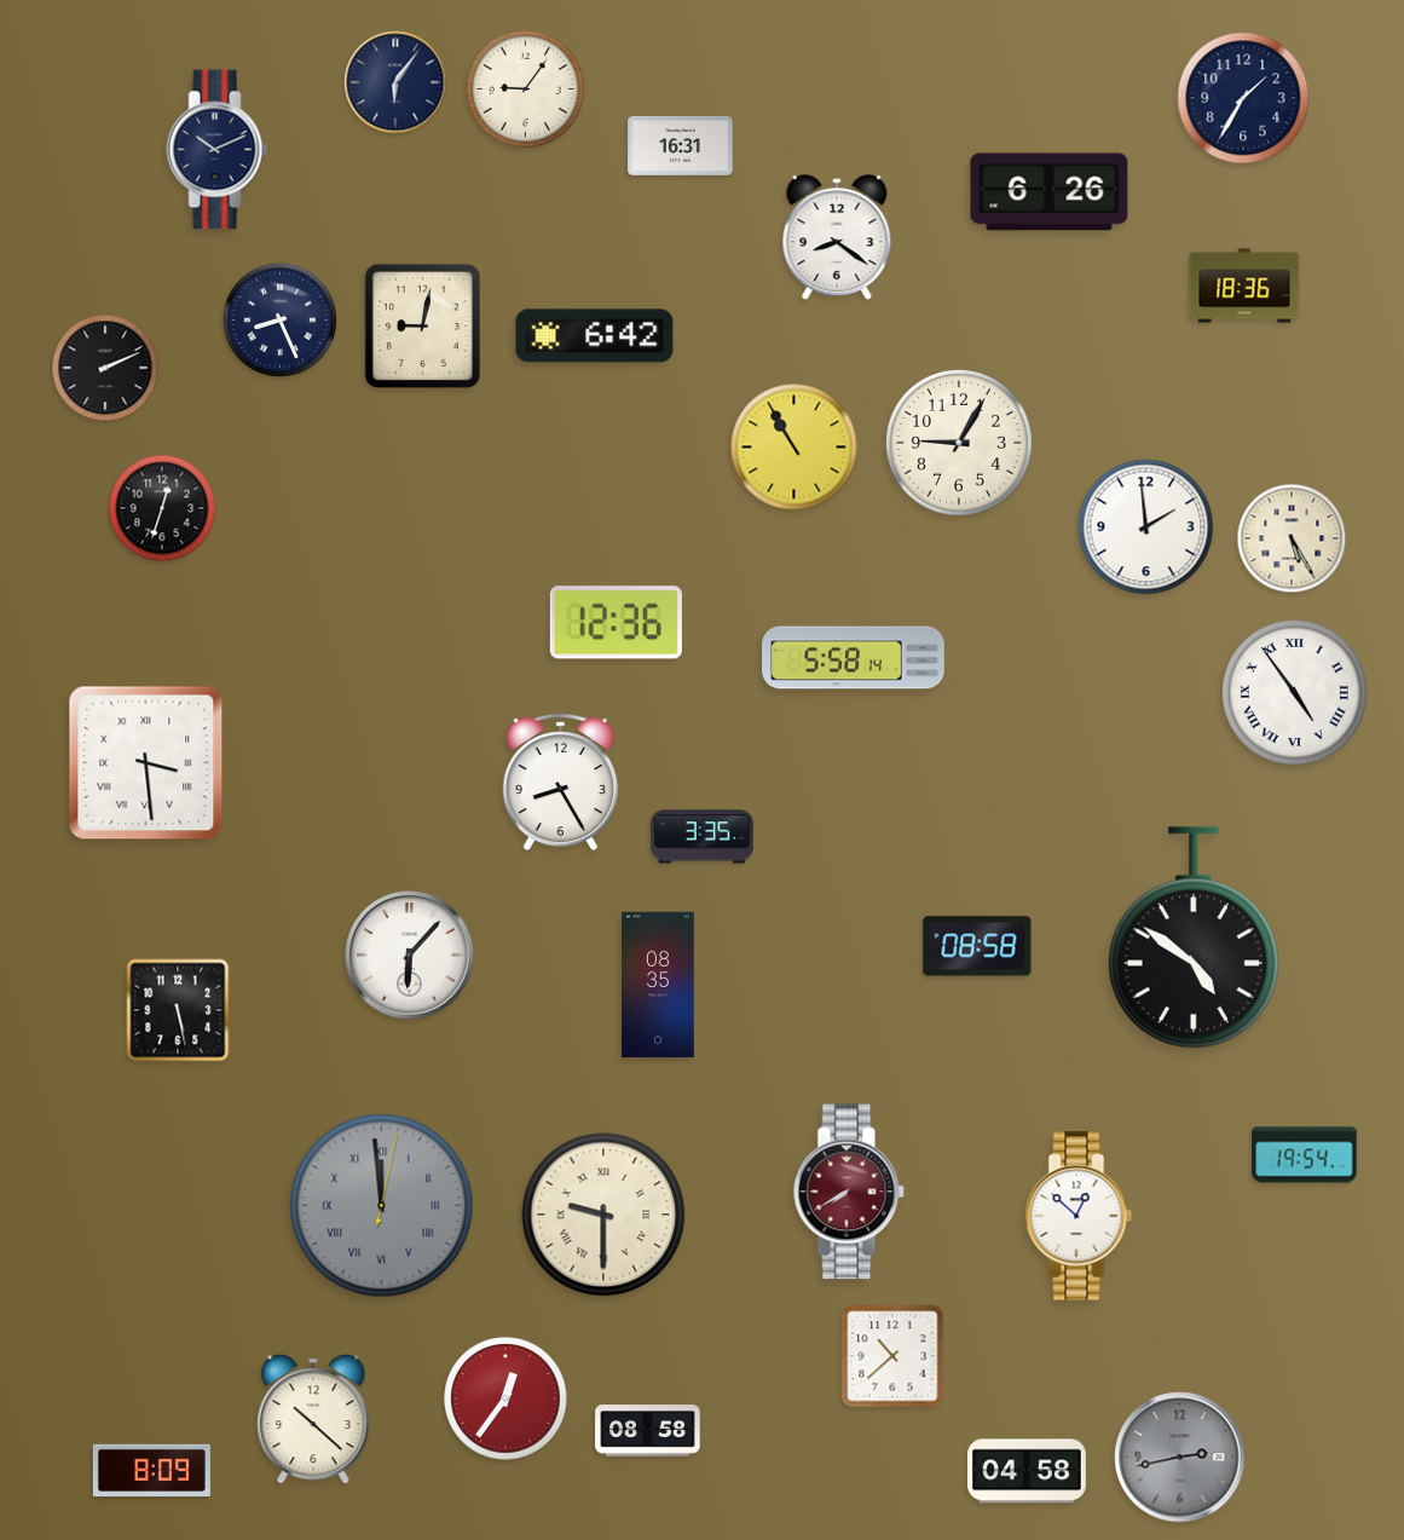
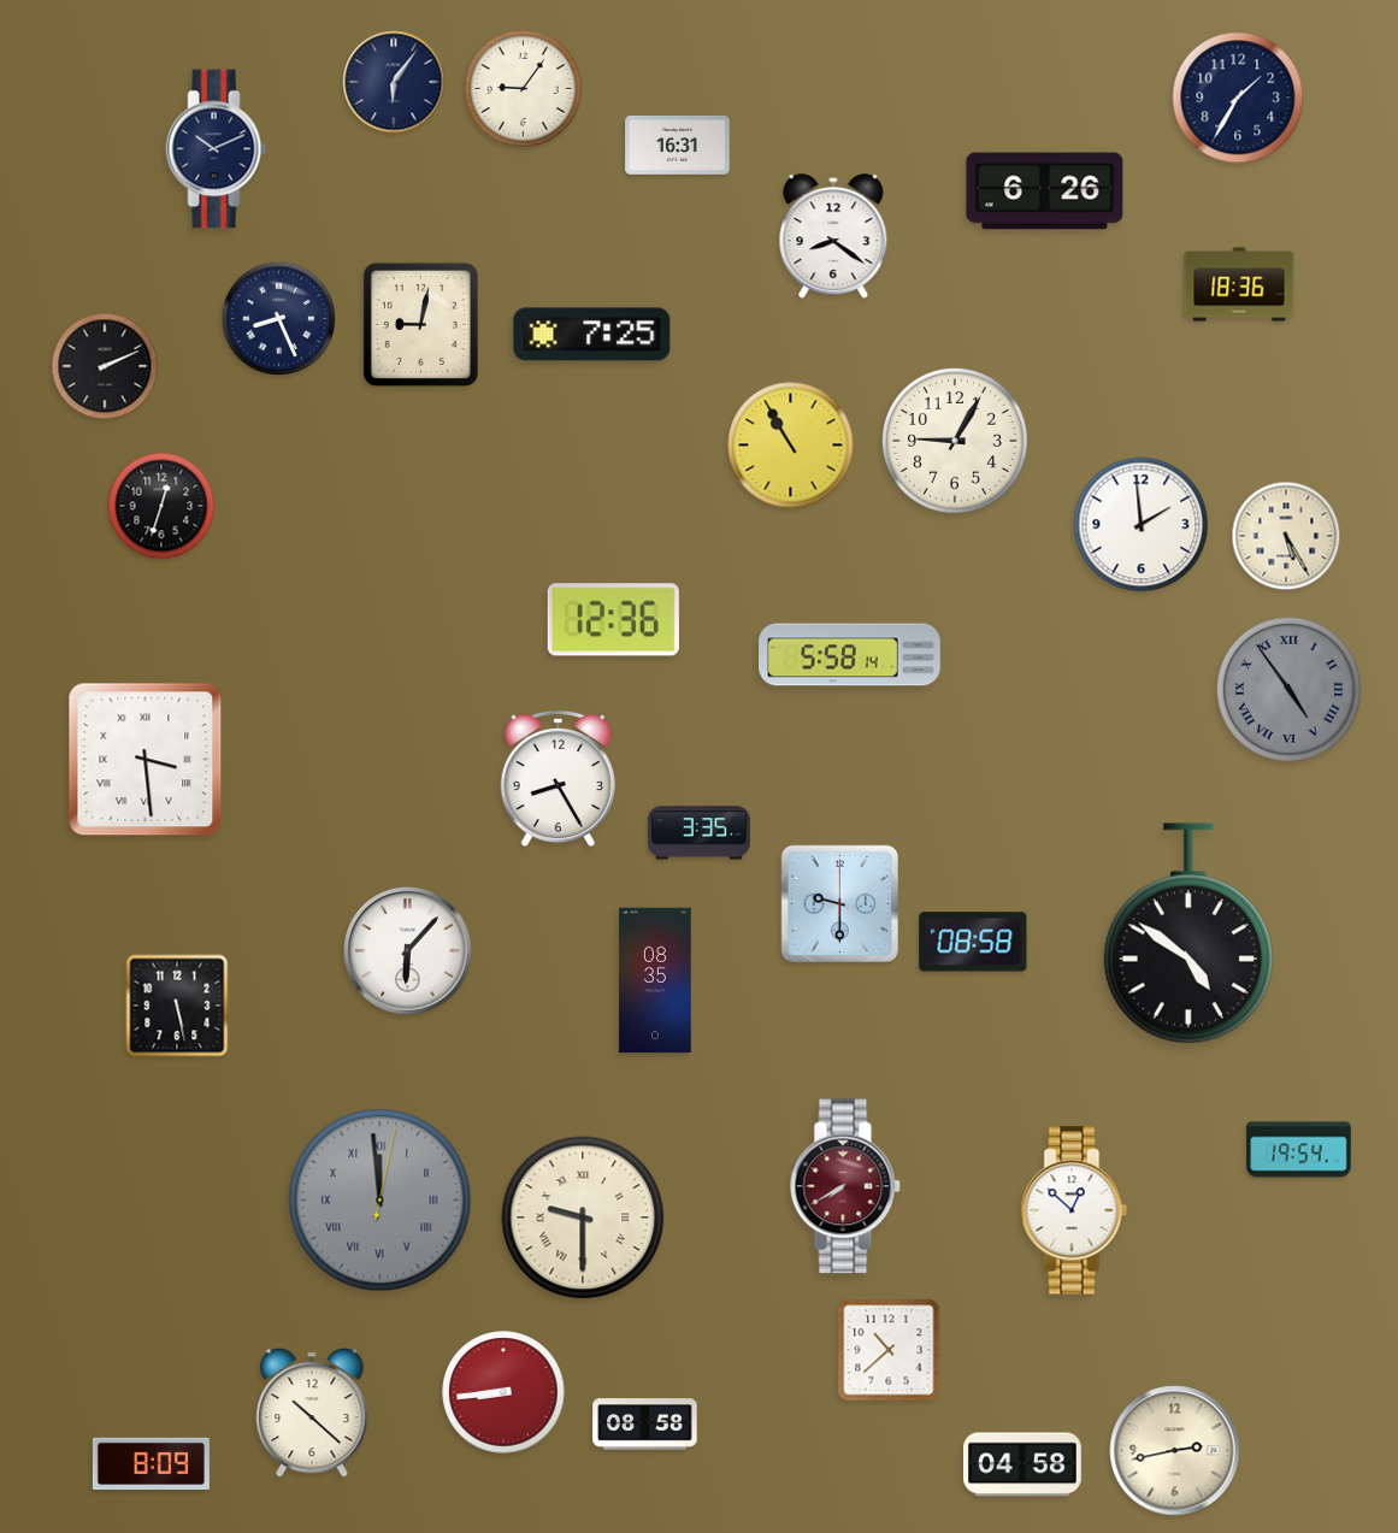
clock at (595, 336): 6:42 -> 7:25
clock at (1294, 692) dial: white -> grey
clock at (840, 904): none -> 9:30
clock at (603, 1215) position: (603, 1215) -> (583, 1217)
clock at (505, 1398): 12:36 -> 8:44
clock at (1180, 1458) dial: grey -> cream
